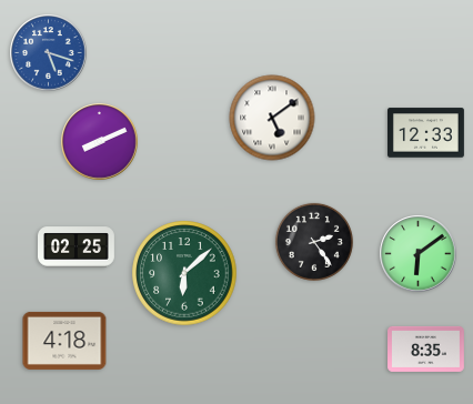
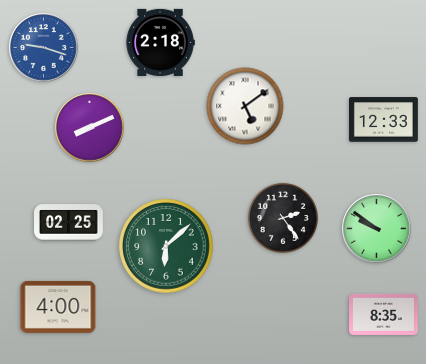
clock at (160, 42): none -> 2:18
clock at (49, 53): 5:18 -> 9:18
clock at (419, 254): 6:09 -> 9:51
clock at (64, 341): 4:18 -> 4:00
